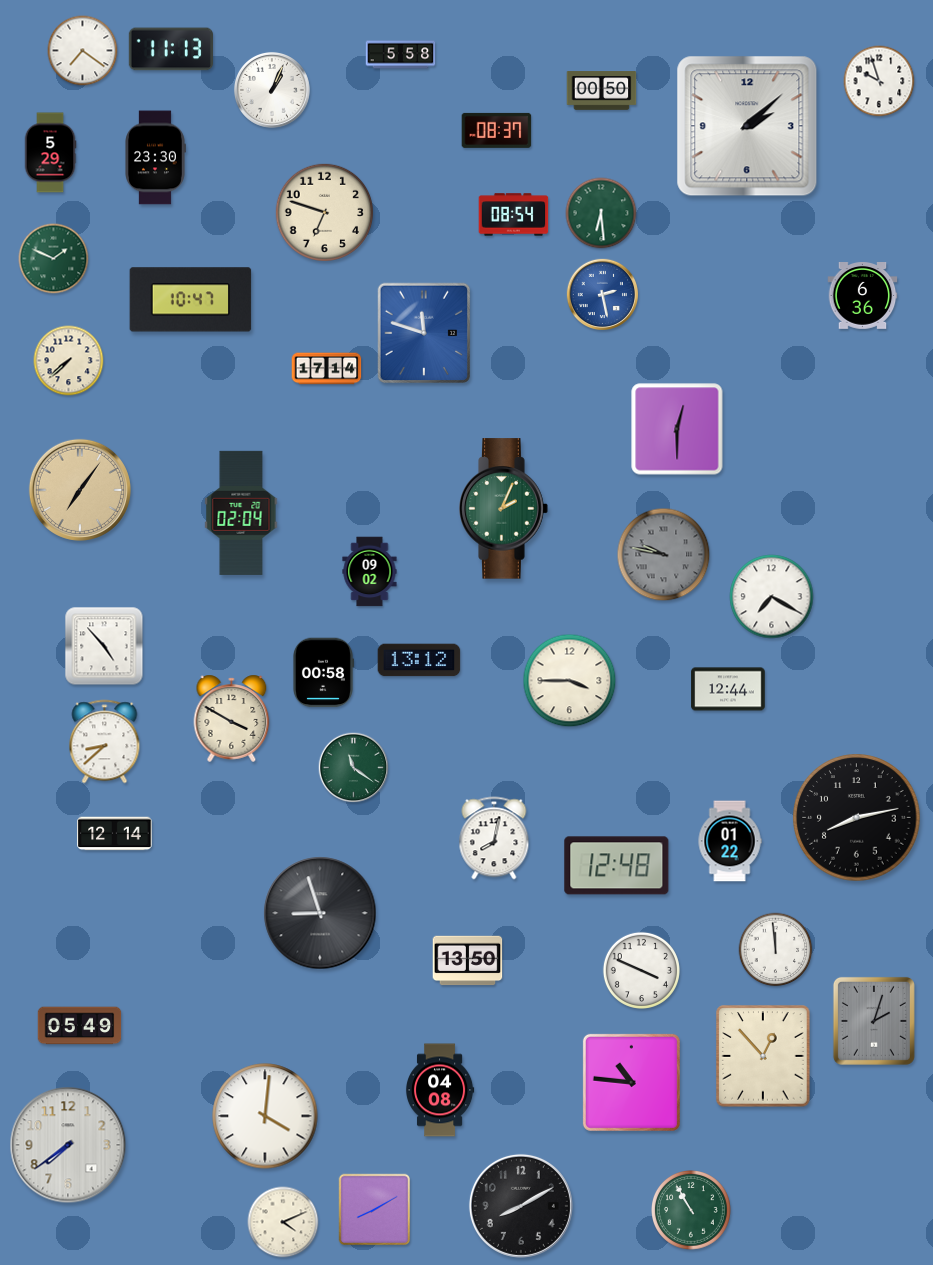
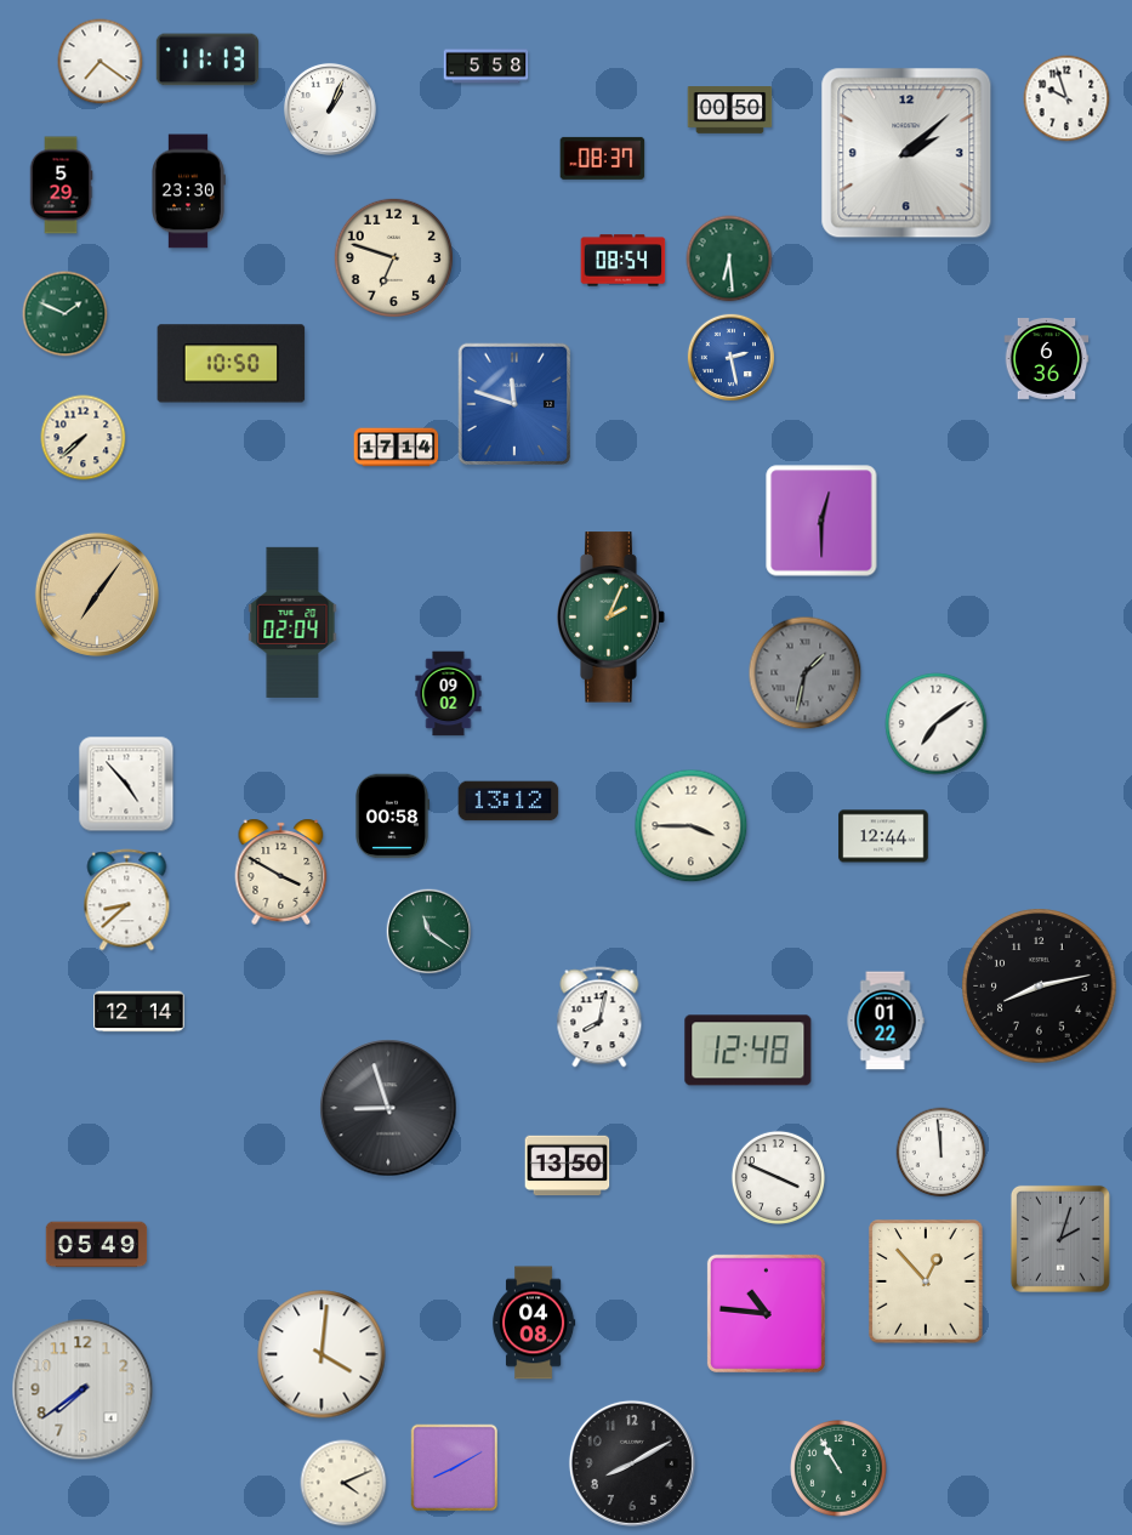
clock at (191, 300): 10:47 -> 10:50
clock at (664, 555): 9:47 -> 1:32
clock at (772, 597): 7:20 -> 7:09
clock at (857, 818) position: (857, 818) -> (1040, 987)
